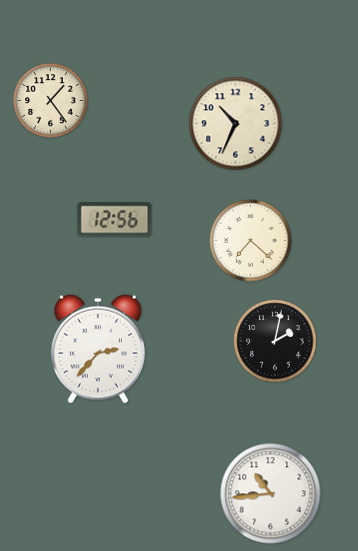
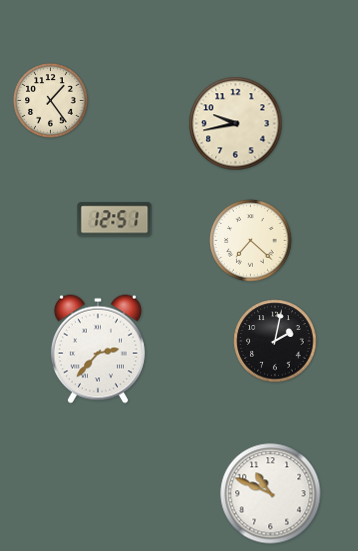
clock at (236, 124): 10:34 -> 9:43
clock at (115, 220): 12:56 -> 12:51
clock at (271, 494): 10:44 -> 10:49
